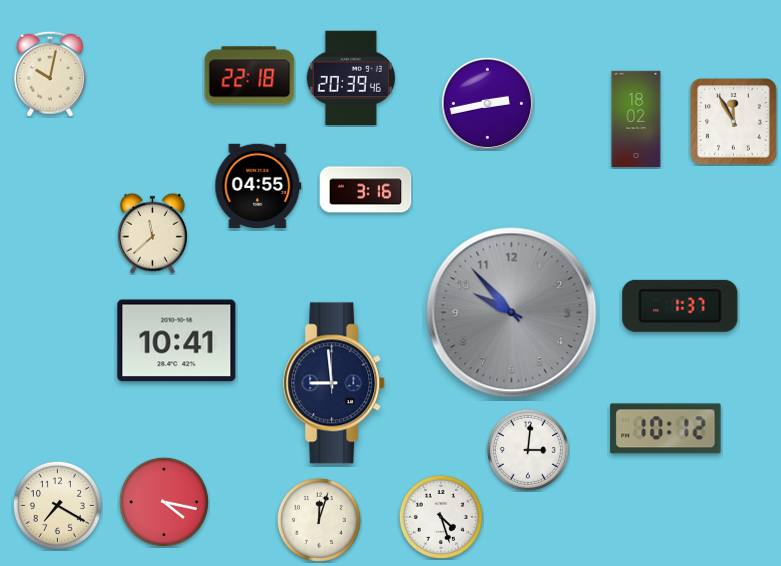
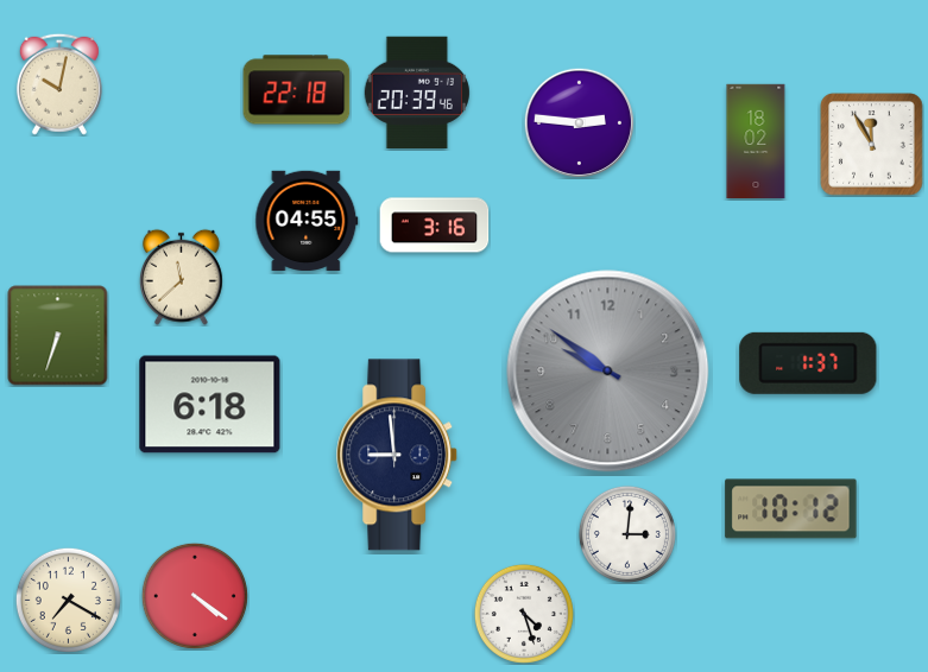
clock at (50, 74) position: (50, 74) -> (59, 84)
clock at (487, 103): 2:43 -> 2:46
clock at (58, 336): none -> 6:33
clock at (512, 313): 9:53 -> 9:51
clock at (177, 341): 10:41 -> 6:18
clock at (164, 502): 4:17 -> 4:21
clock at (319, 520): 12:03 -> none
